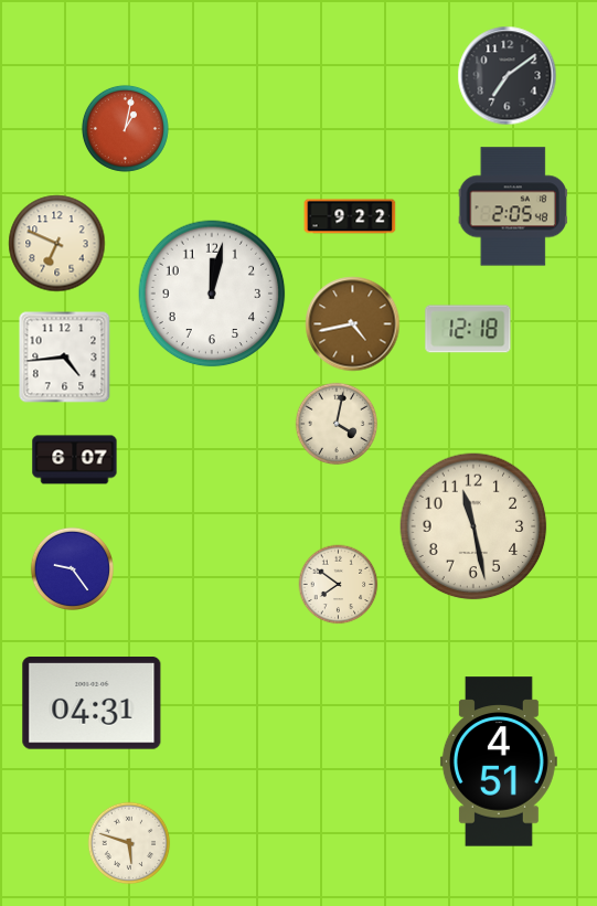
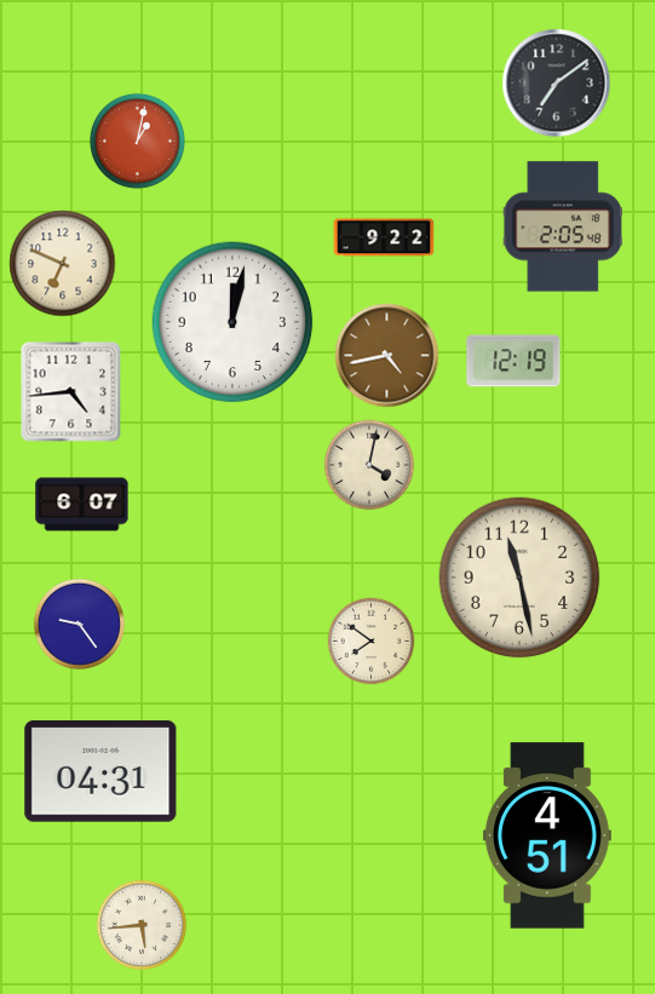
clock at (57, 244) position: (57, 244) -> (63, 264)
clock at (468, 329): 12:18 -> 12:19
clock at (129, 843): 5:48 -> 5:44
